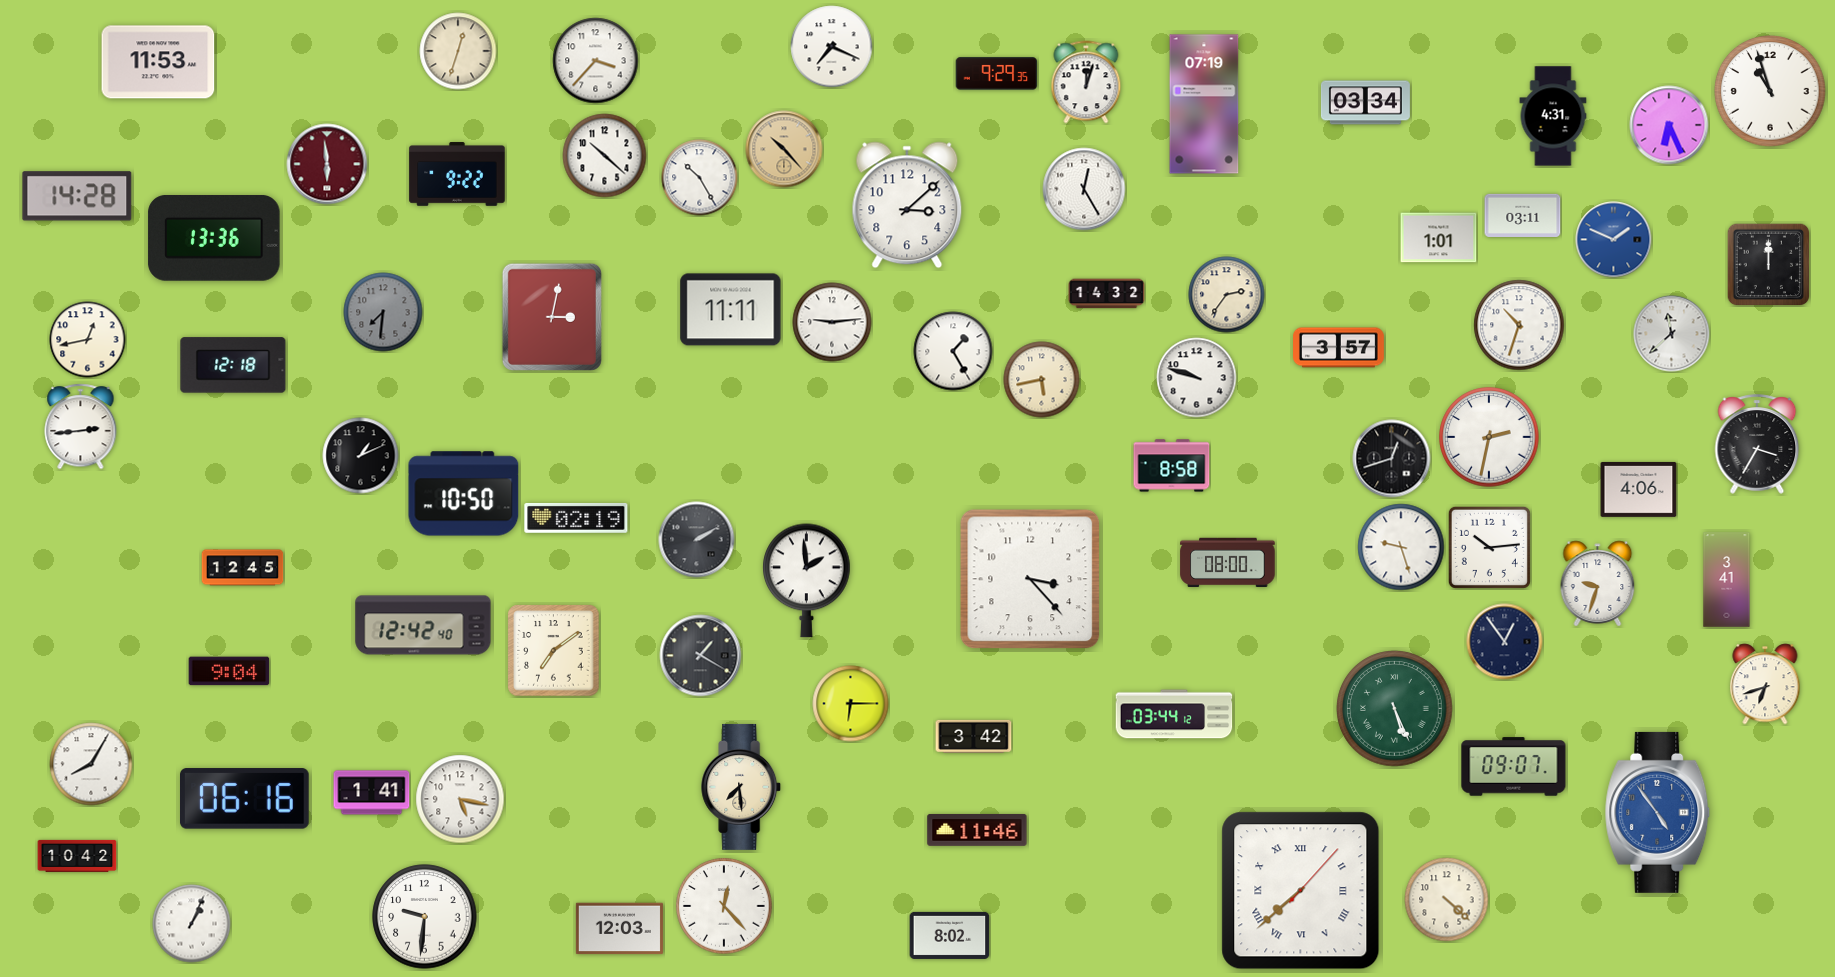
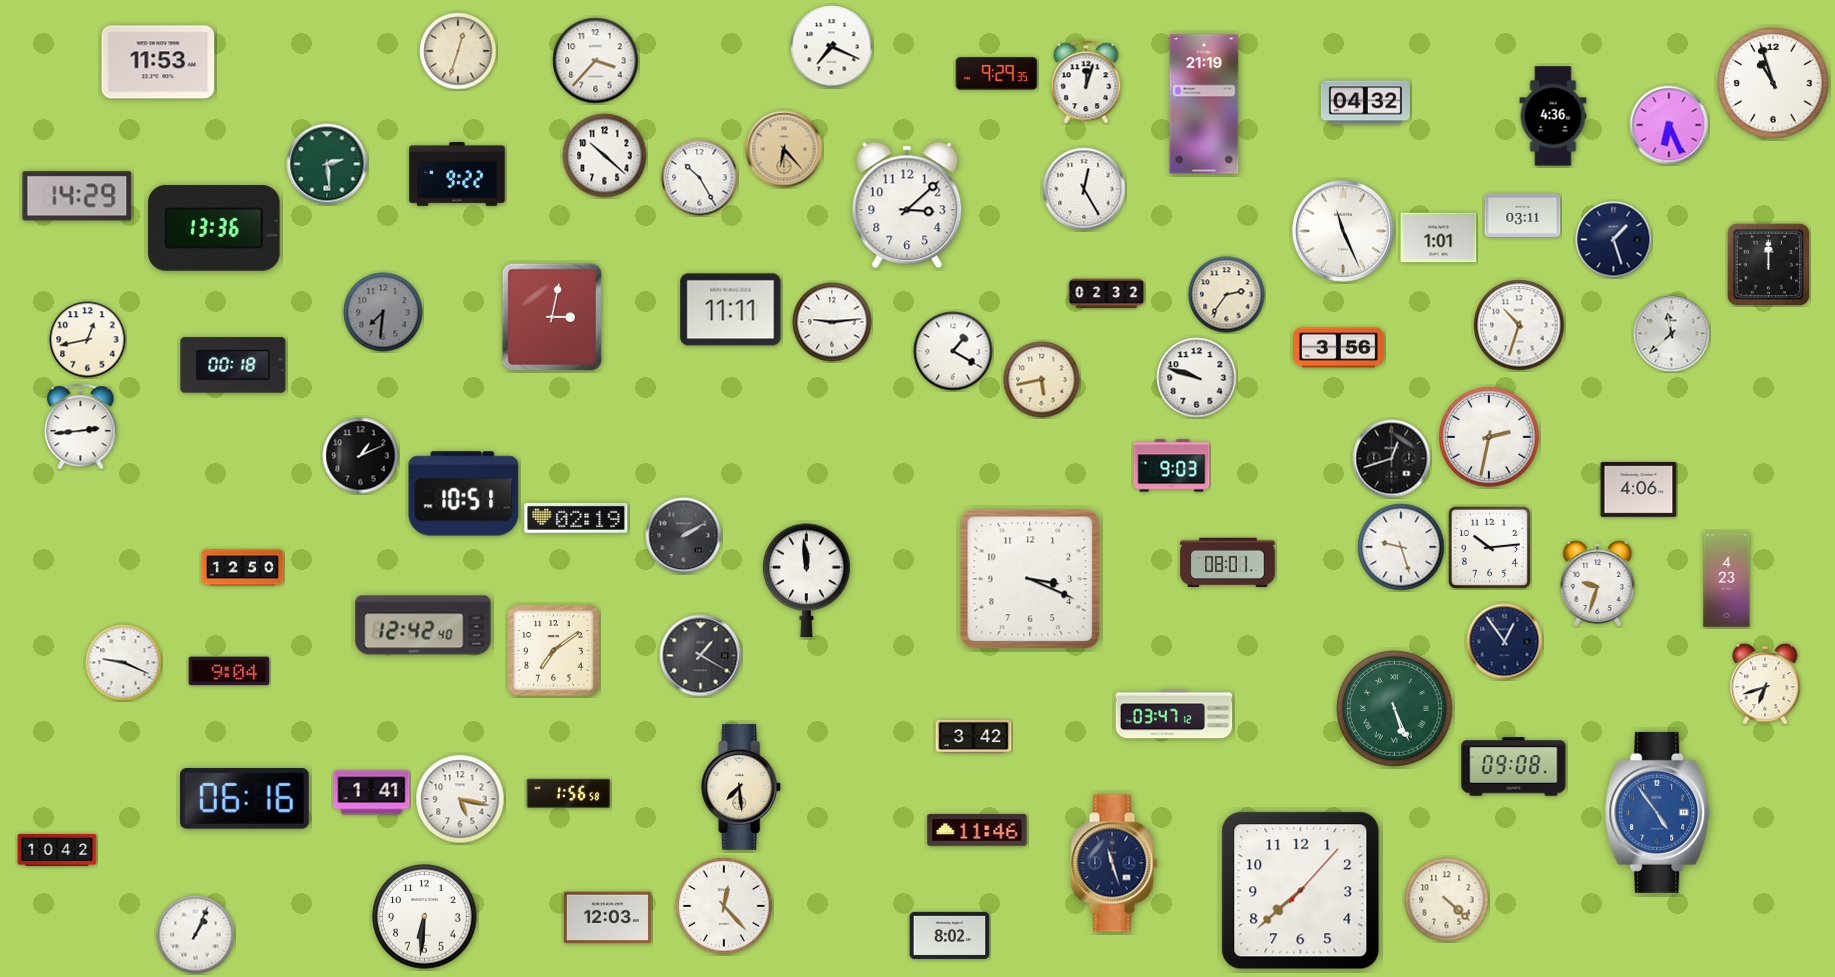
clock at (1770, 91) position: (1770, 91) -> (1773, 83)
clock at (1365, 103): 03:34 -> 04:32
clock at (1204, 104): 07:19 -> 21:19
clock at (1553, 116): 4:31 -> 4:36
clock at (784, 149): 10:23 -> 6:23
clock at (327, 164): 5:59 -> 2:29
clock at (327, 164) dial: burgundy -> green
clock at (77, 196): 14:28 -> 14:29
clock at (1343, 231): none -> 11:26
clock at (214, 239) position: (214, 239) -> (214, 229)
clock at (1614, 240): 1:49 -> 1:27
clock at (1614, 240) dial: blue -> navy
clock at (1107, 294): 14:32 -> 02:32
clock at (1339, 348): 3:57 -> 3:56
clock at (953, 351): 1:25 -> 1:20
clock at (233, 365): 12:18 -> 00:18
clock at (1757, 444): 3:35 -> none
clock at (1172, 466): 8:58 -> 9:03
clock at (464, 494): 10:50 -> 10:51
clock at (697, 540) position: (697, 540) -> (684, 536)
clock at (1228, 562): 08:00 -> 08:01
clock at (243, 568): 12:45 -> 12:50
clock at (1030, 579): 3:23 -> 3:19
clock at (1727, 580): 3:41 -> 4:23
clock at (807, 581): 1:59 -> 11:59
clock at (124, 663): none -> 9:19
clock at (851, 704): 6:15 -> none
clock at (1174, 714): 03:44 -> 03:47
clock at (91, 764): 8:05 -> none
clock at (1514, 767): 09:07 -> 09:08
clock at (569, 793): none -> 1:56
clock at (77, 856) position: (77, 856) -> (57, 850)
clock at (1114, 863): none -> 11:27
clock at (1301, 891) numerals: Roman -> Arabic
clock at (425, 917): 9:31 -> 6:31
clock at (192, 924) position: (192, 924) -> (196, 935)
clock at (619, 929) position: (619, 929) -> (607, 918)
